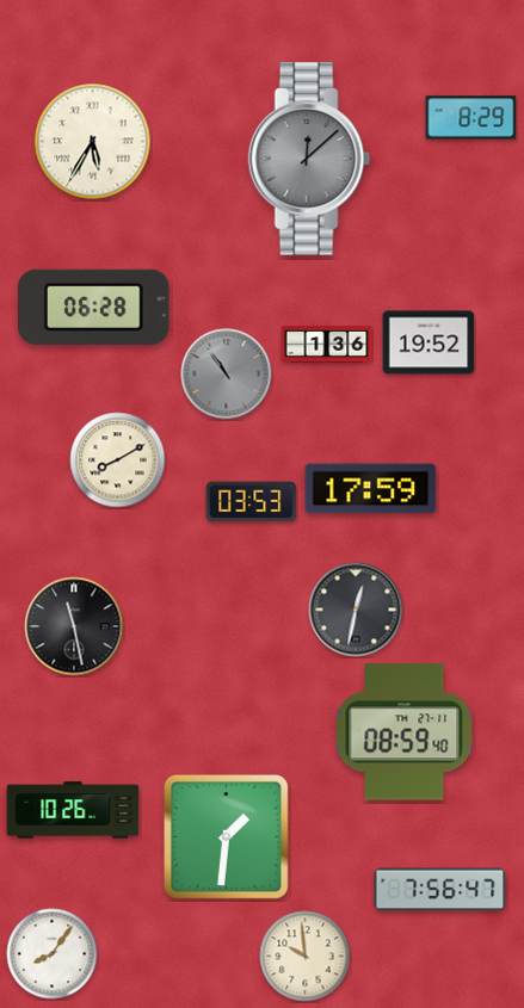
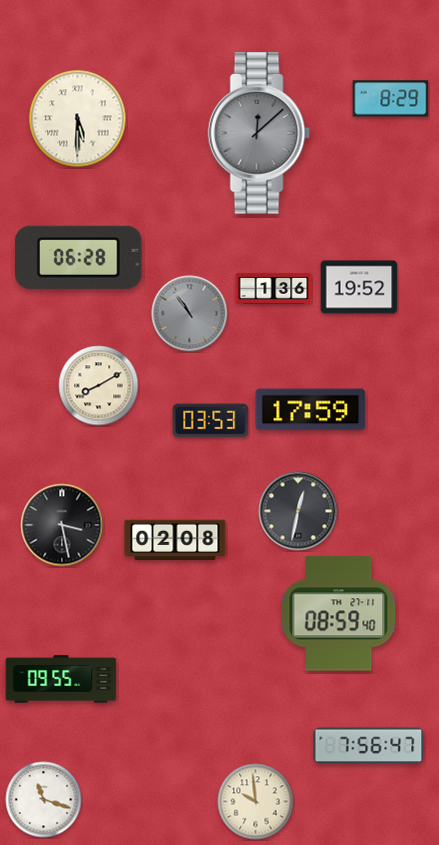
clock at (471, 118) position: (471, 118) -> (391, 99)
clock at (93, 142): 5:35 -> 5:30
clock at (74, 626): 11:28 -> 3:28
clock at (175, 540): none -> 02:08
clock at (73, 810): 10:26 -> 09:55
clock at (226, 836): 1:31 -> none
clock at (53, 954): 8:06 -> 11:18
